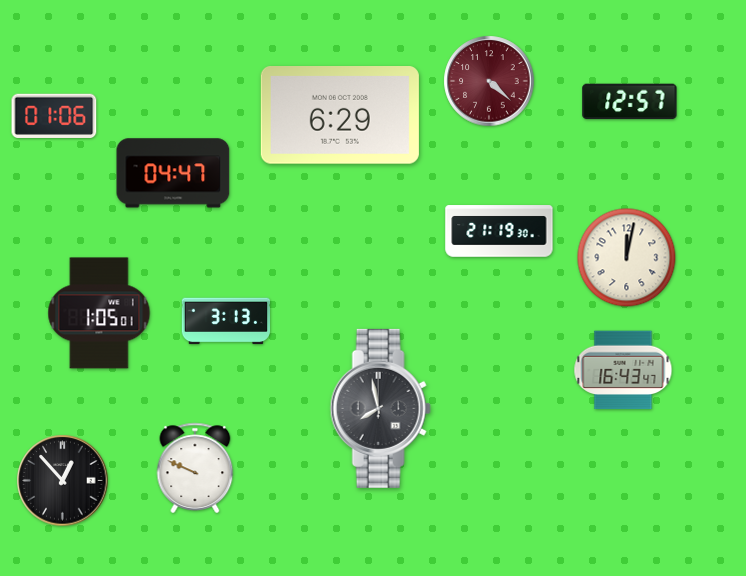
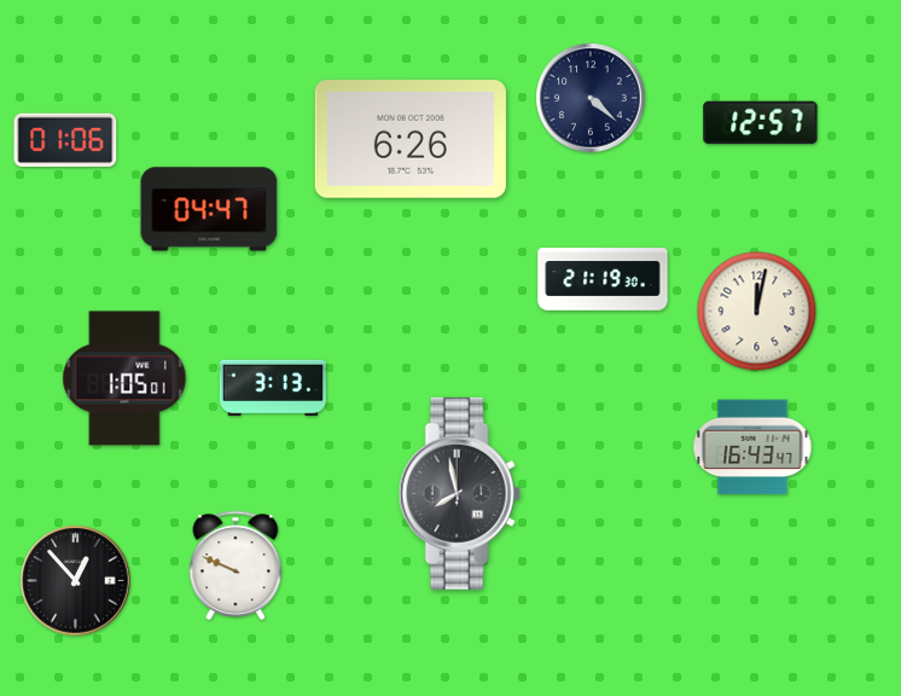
clock at (489, 81) dial: burgundy -> navy
clock at (340, 116): 6:29 -> 6:26
clock at (99, 313) position: (99, 313) -> (124, 378)
